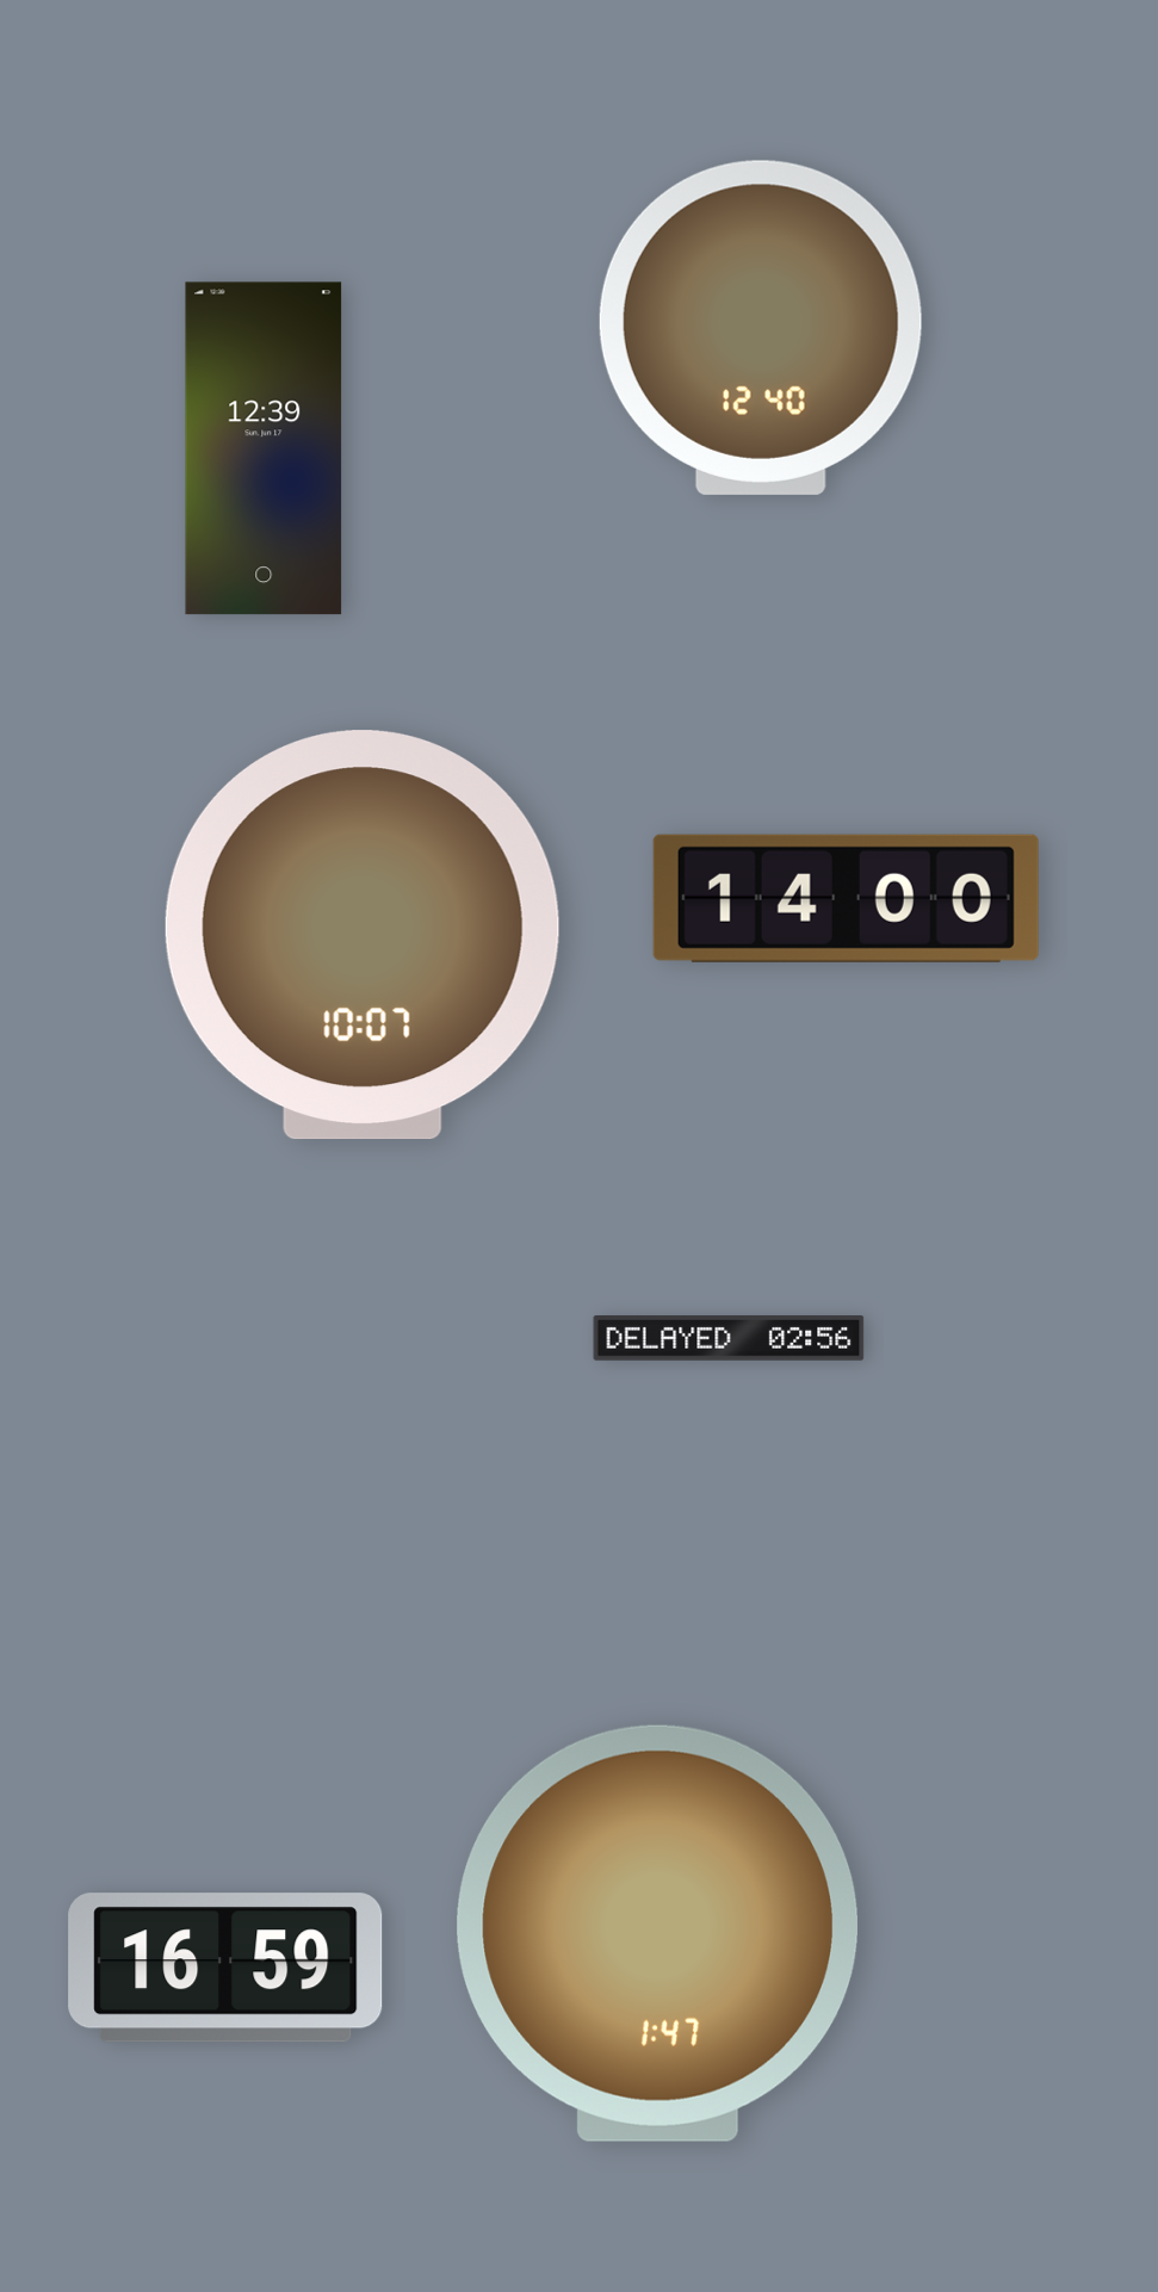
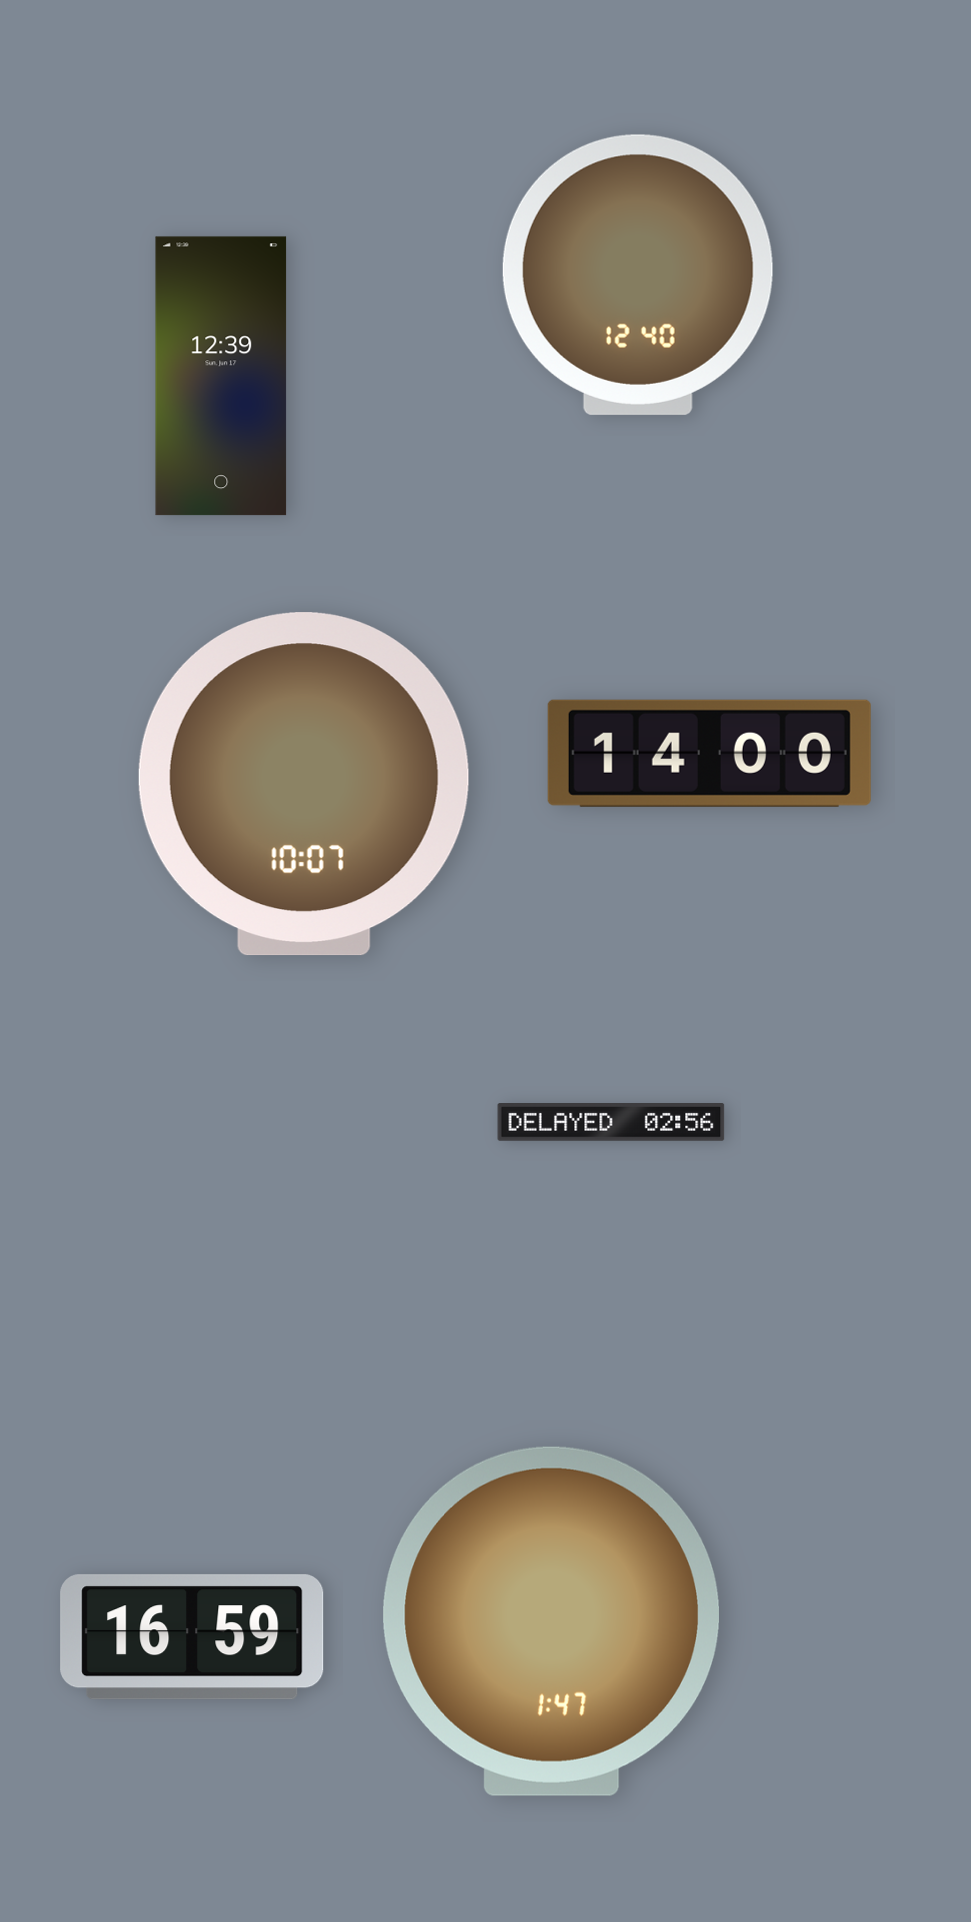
clock at (225, 1968) position: (225, 1968) -> (192, 1637)
